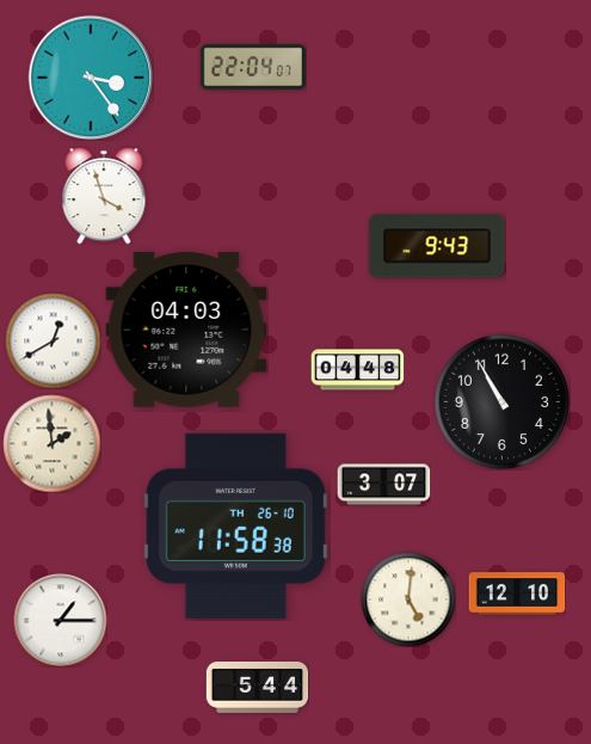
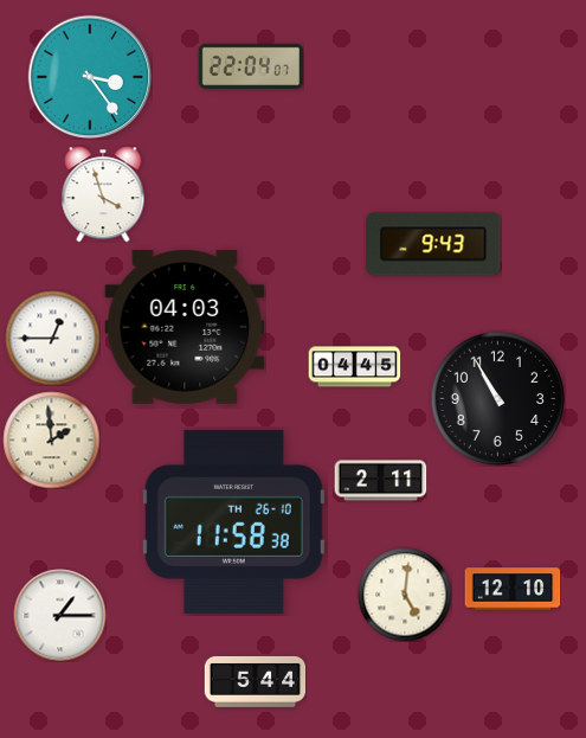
clock at (53, 340): 12:40 -> 12:45
clock at (357, 370): 04:48 -> 04:45
clock at (383, 485): 3:07 -> 2:11
